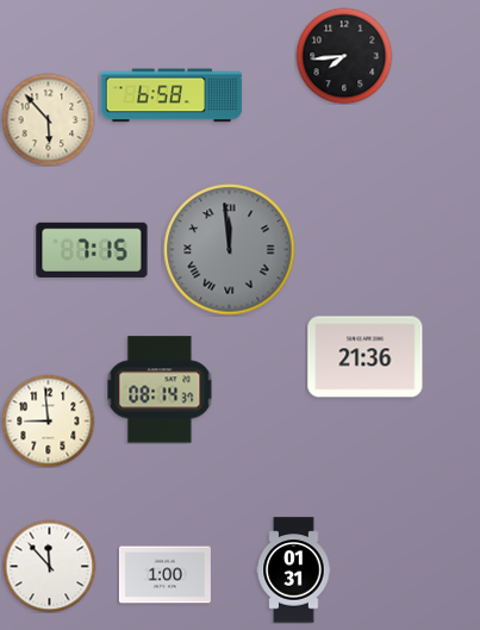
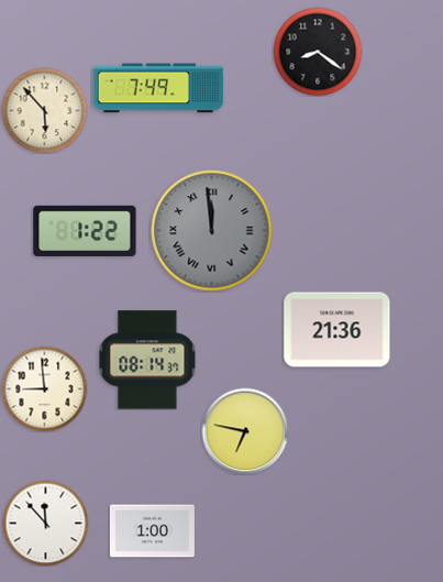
clock at (344, 56): 7:44 -> 8:21
clock at (172, 95): 6:58 -> 7:49
clock at (92, 250): 7:15 -> 1:22
clock at (245, 431): none -> 6:47
clock at (294, 570): 01:31 -> none
